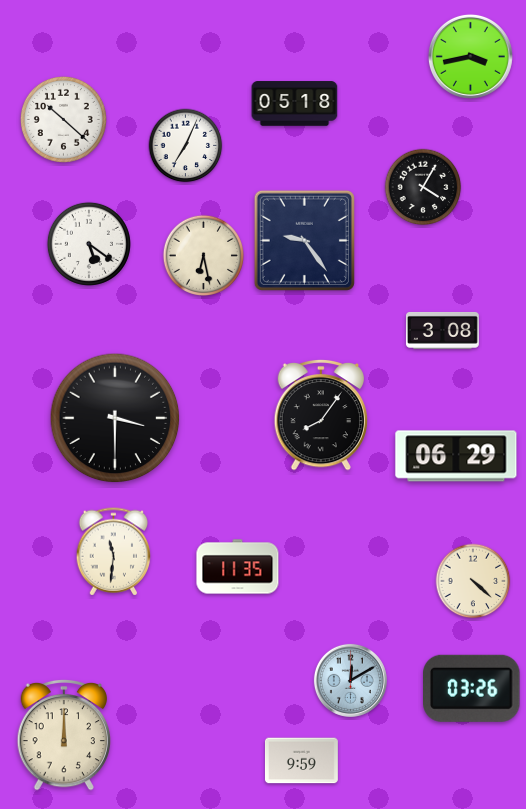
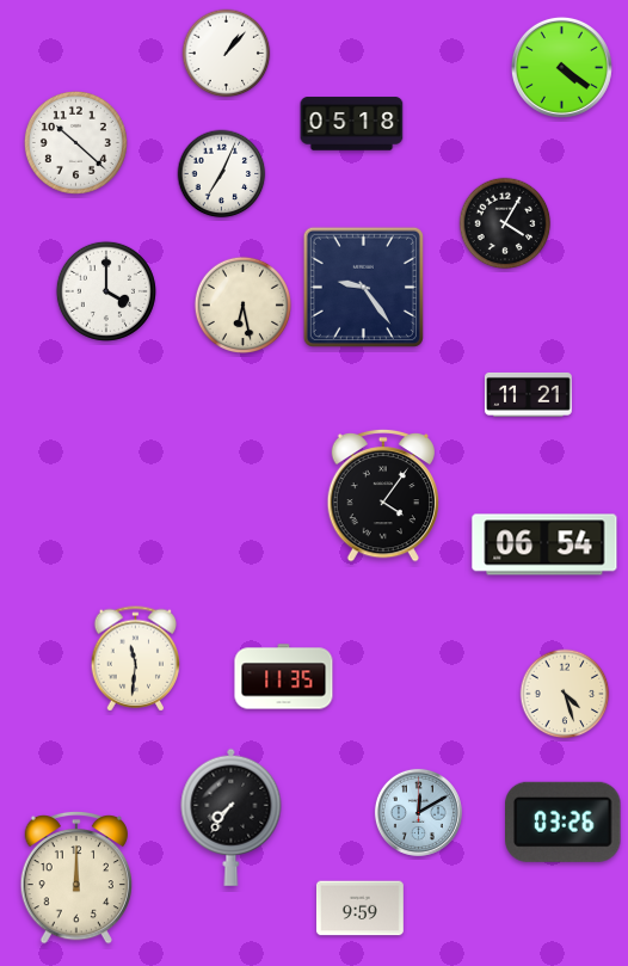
clock at (227, 54): none -> 1:07
clock at (470, 56): 3:43 -> 4:21
clock at (89, 244): 5:21 -> 4:00
clock at (442, 330): 3:08 -> 11:21
clock at (320, 415): 8:06 -> 4:06
clock at (115, 418): 3:30 -> none
clock at (456, 456): 06:29 -> 06:54
clock at (473, 581): 4:22 -> 4:27
clock at (232, 817): none -> 7:36
